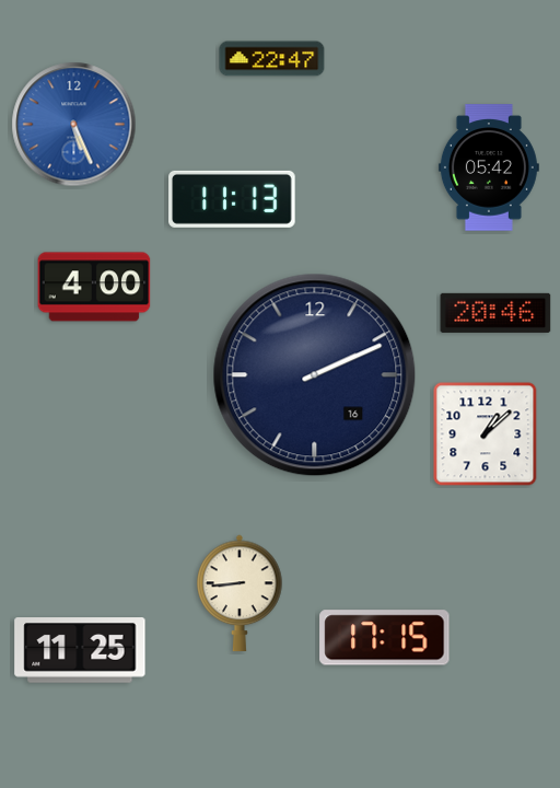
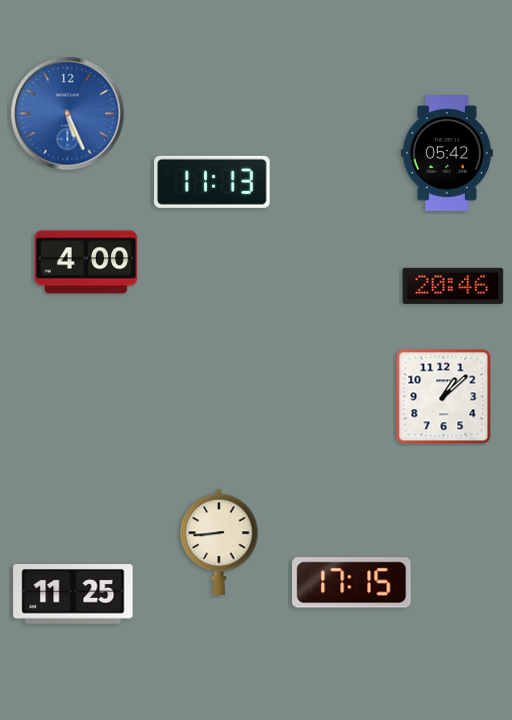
clock at (272, 59): 22:47 -> none
clock at (315, 375): 2:11 -> none
